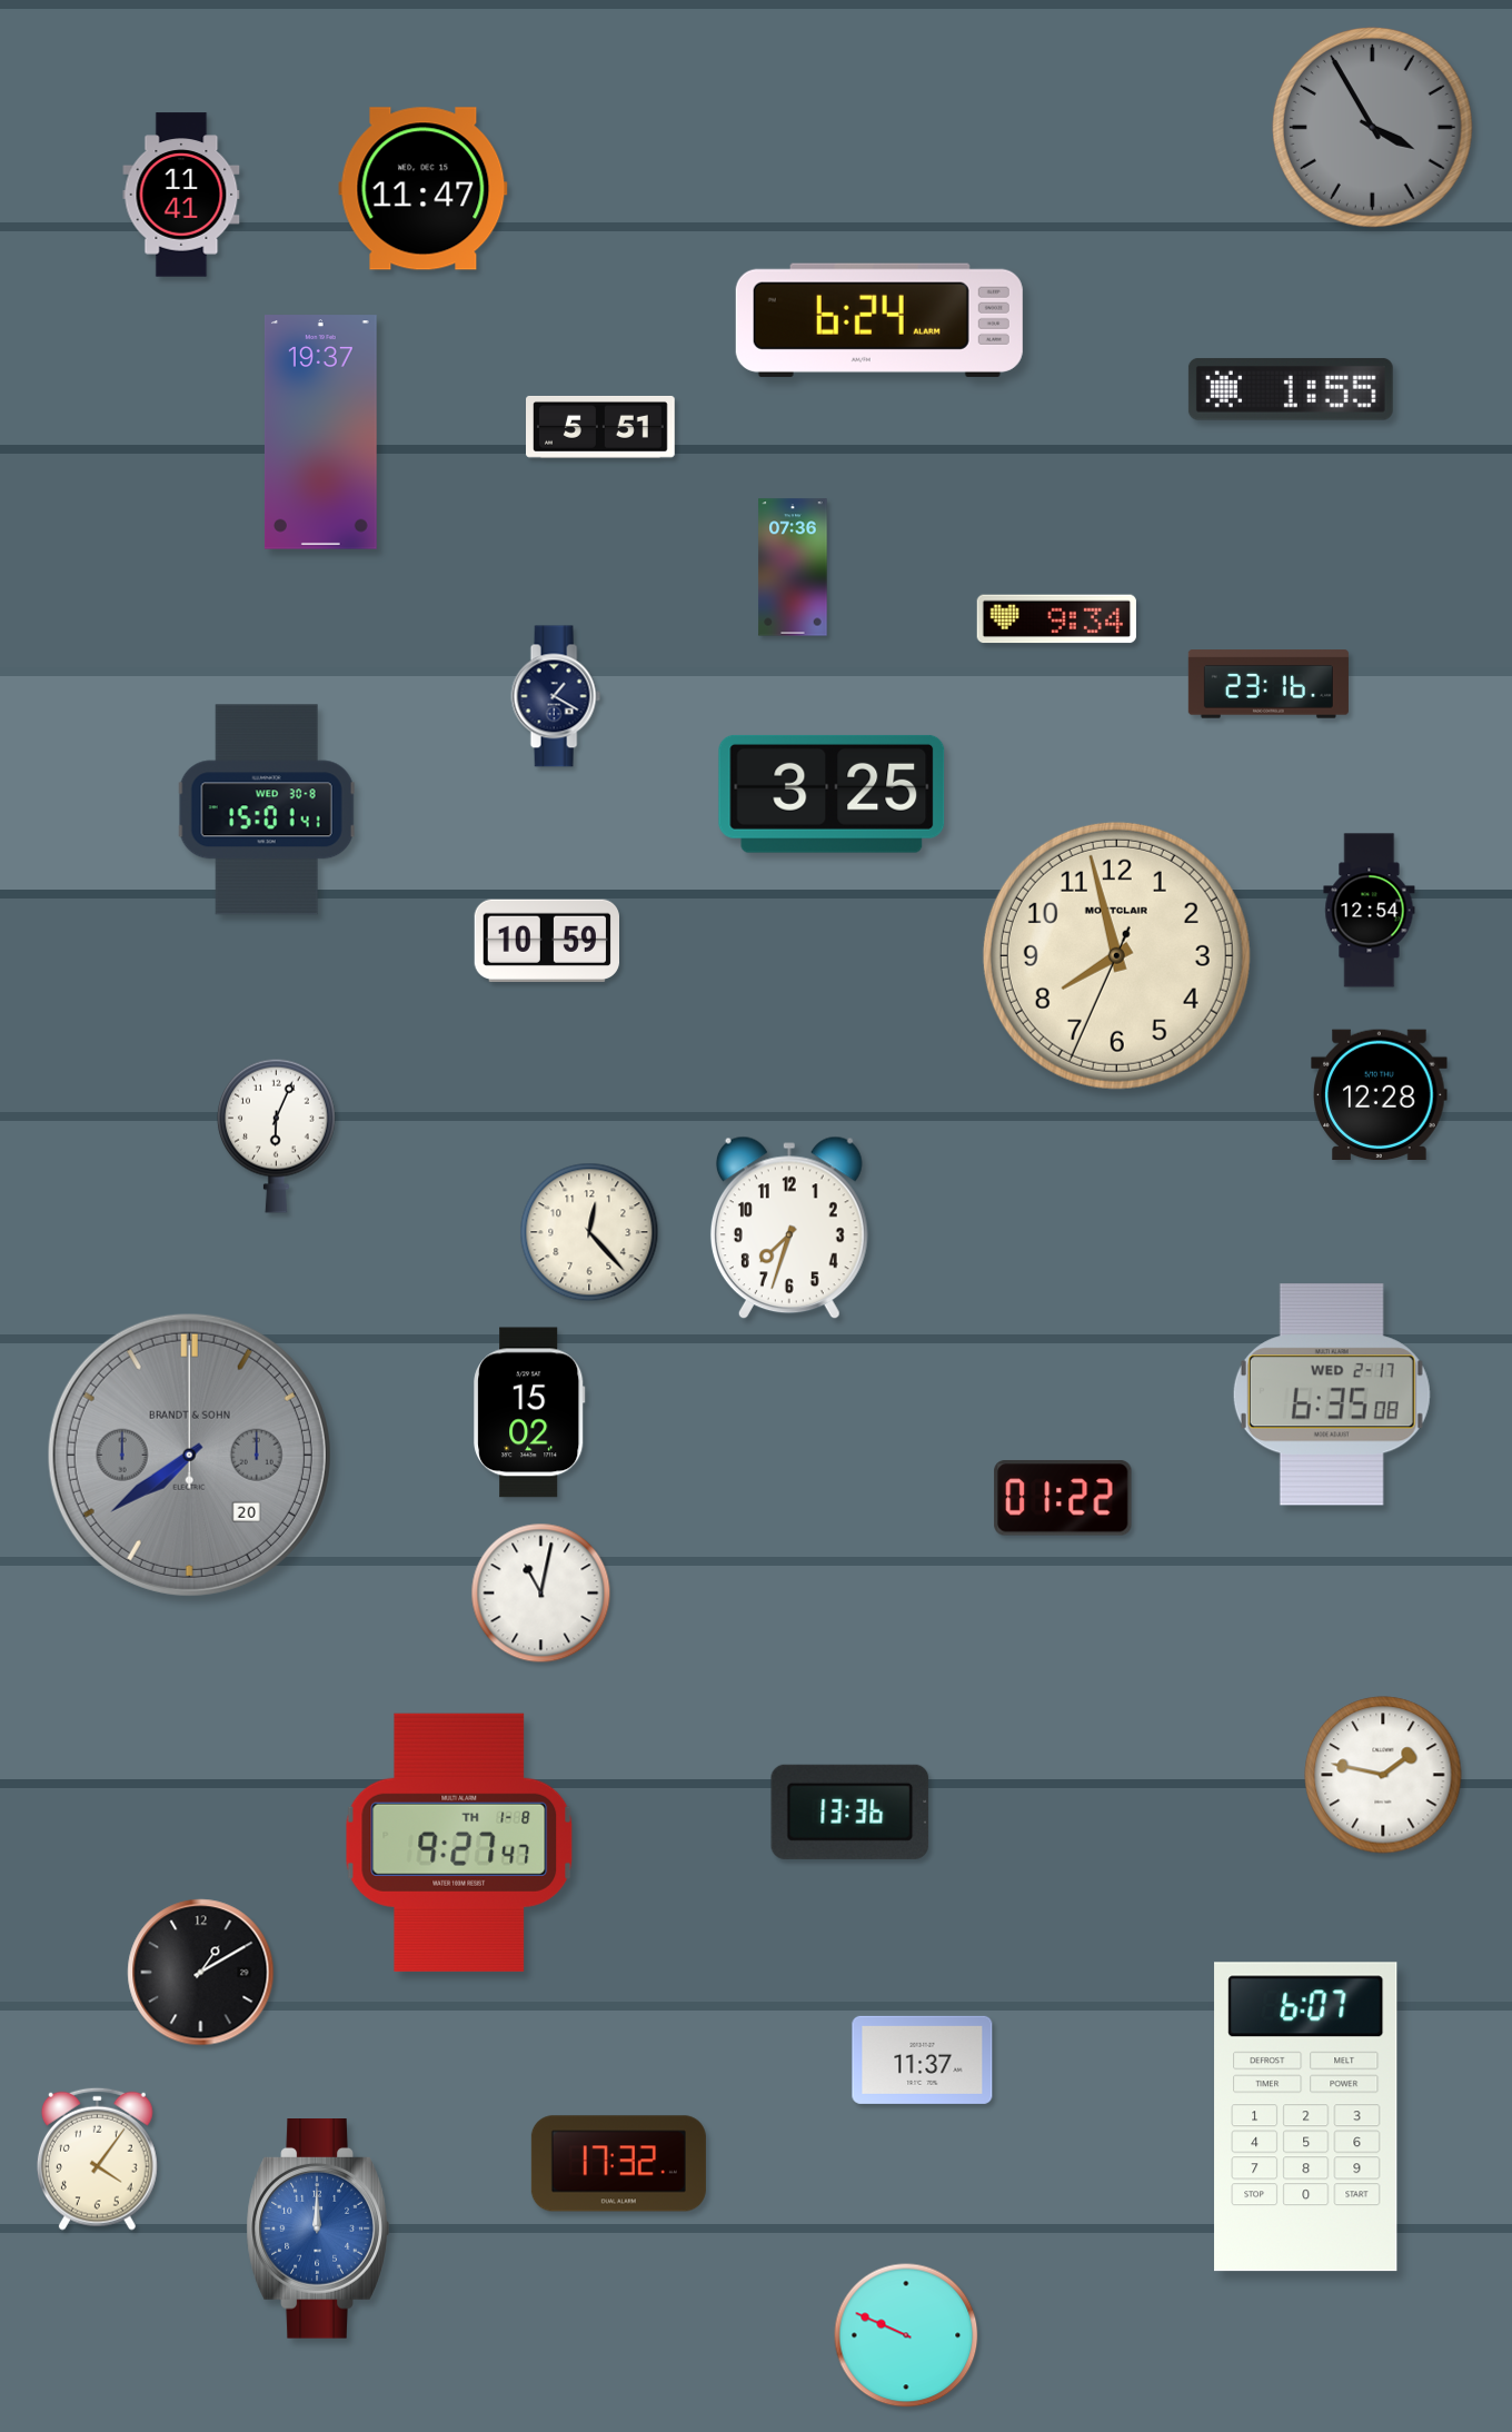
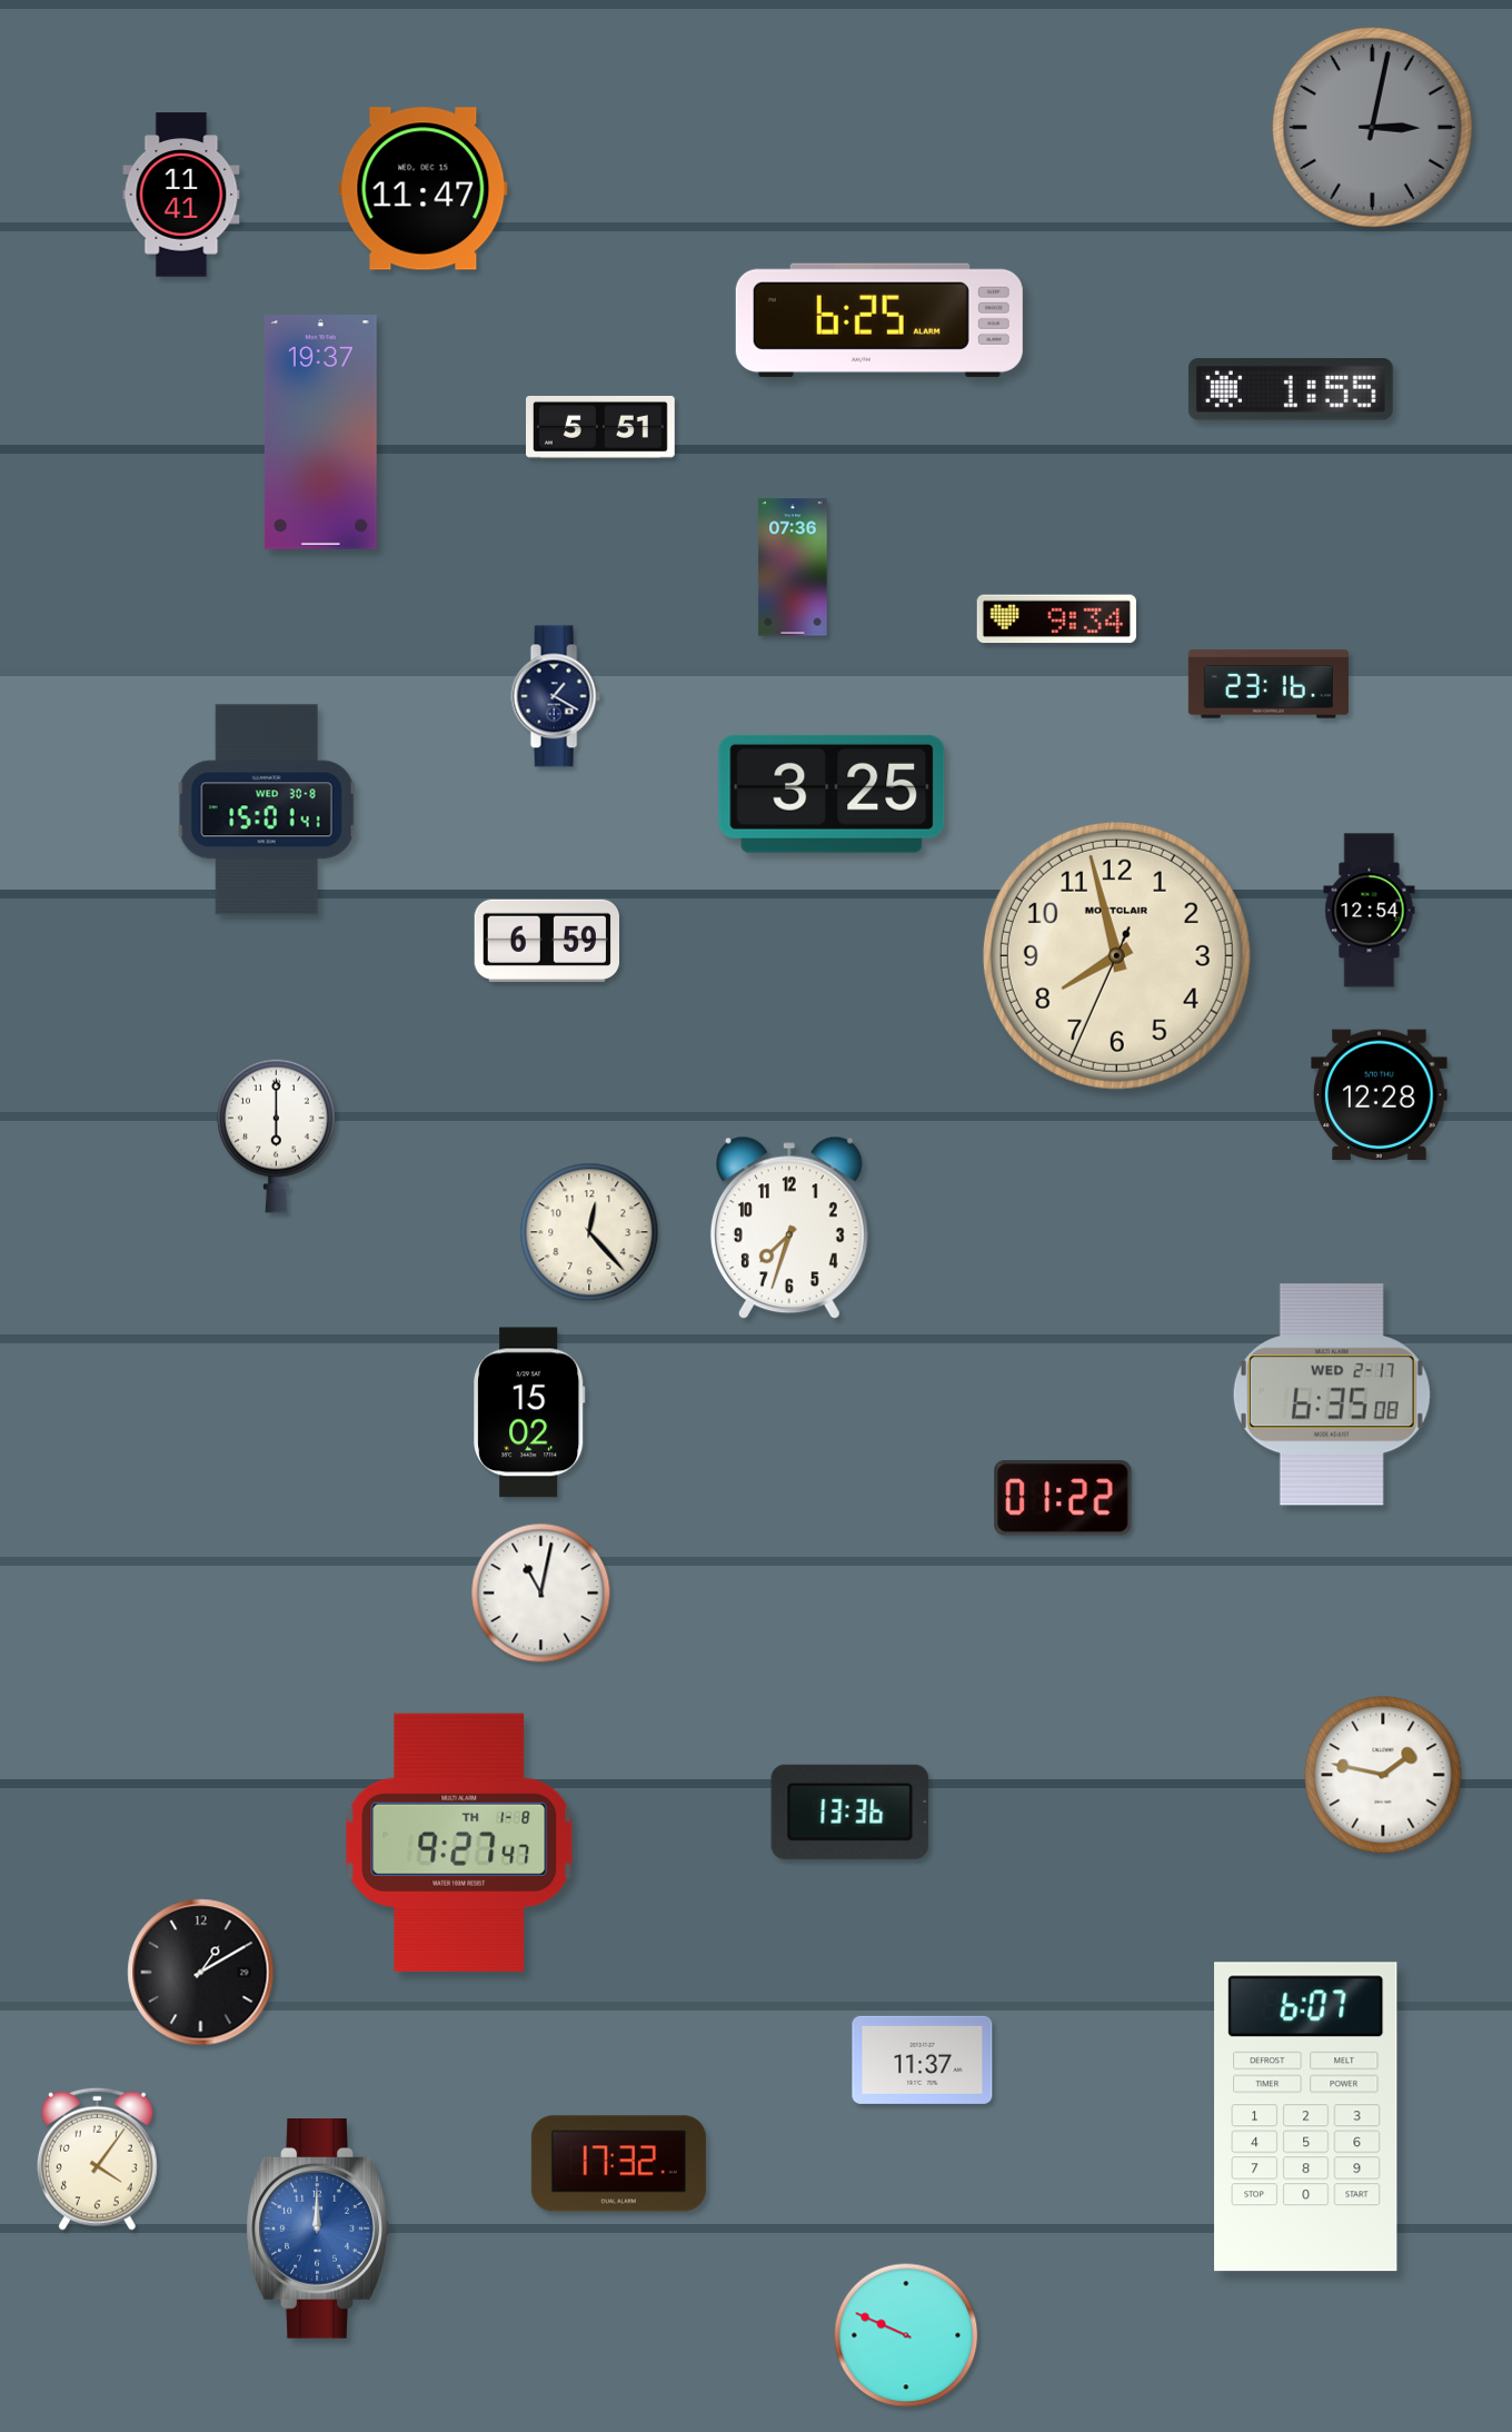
clock at (1372, 127): 3:55 -> 3:02
clock at (879, 320): 6:24 -> 6:25
clock at (546, 940): 10:59 -> 6:59
clock at (276, 1135): 6:04 -> 6:00
clock at (189, 1455): 7:39 -> none
